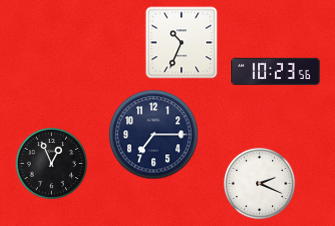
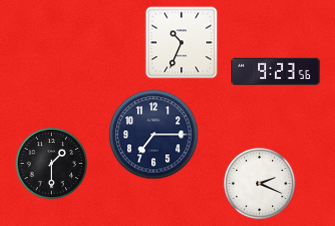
clock at (276, 71): 10:23 -> 9:23
clock at (52, 164): 12:56 -> 1:30
